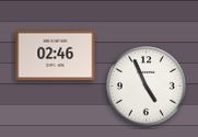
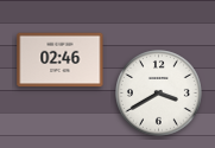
clock at (147, 87): 4:56 -> 3:40
